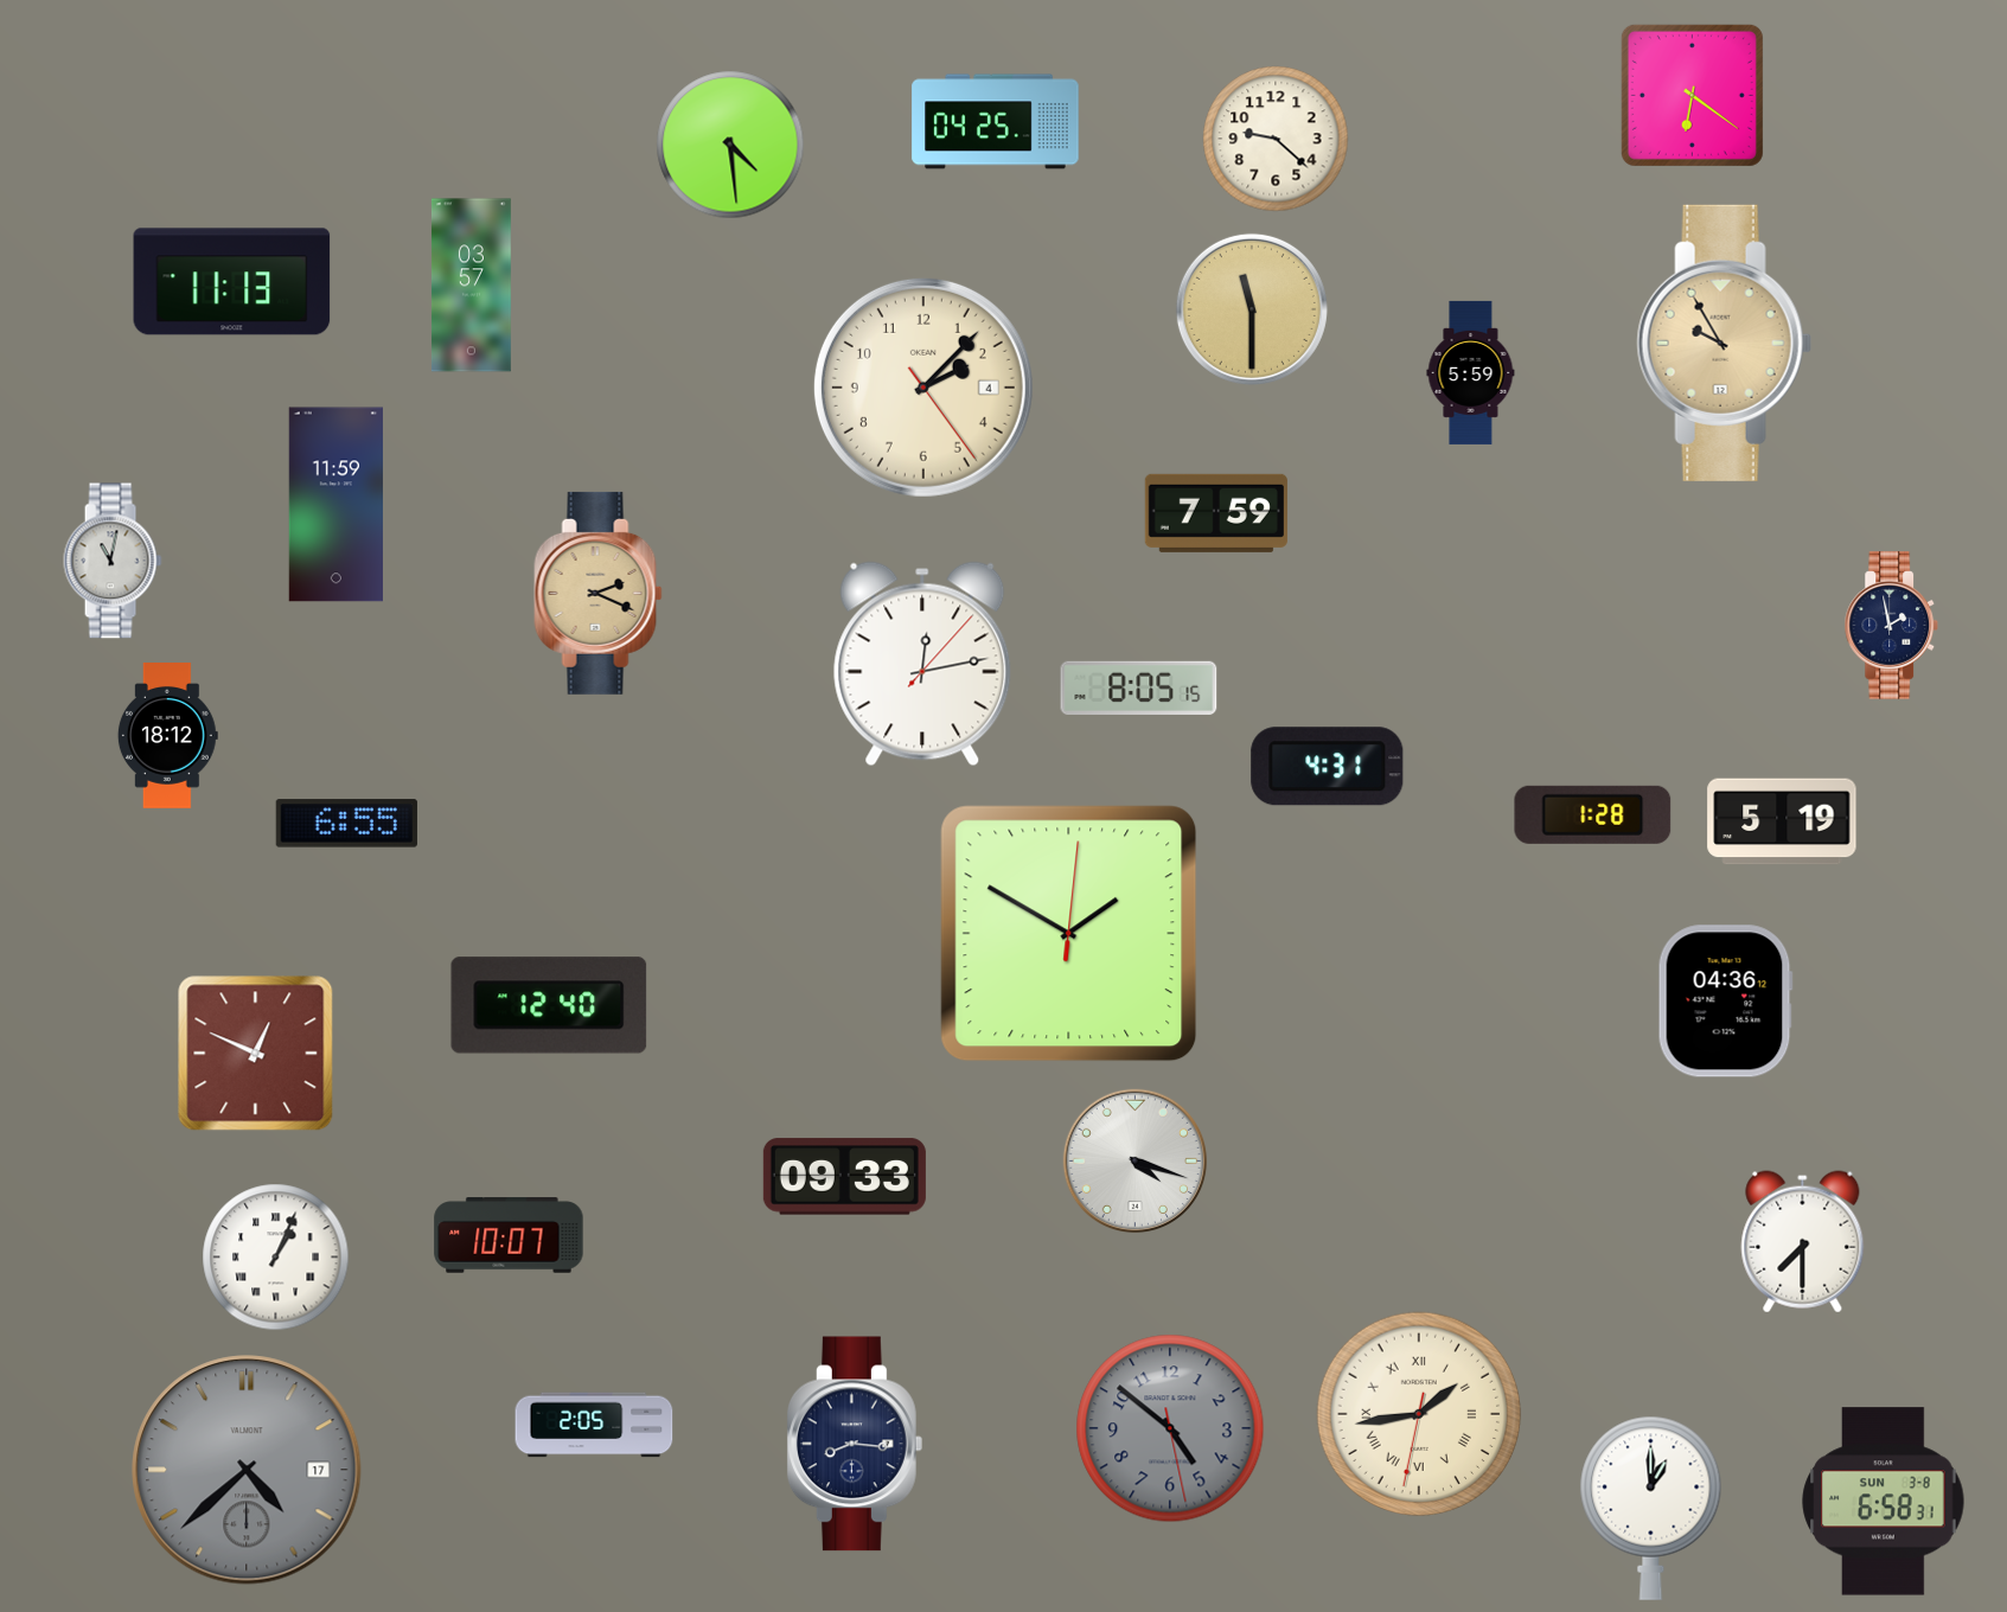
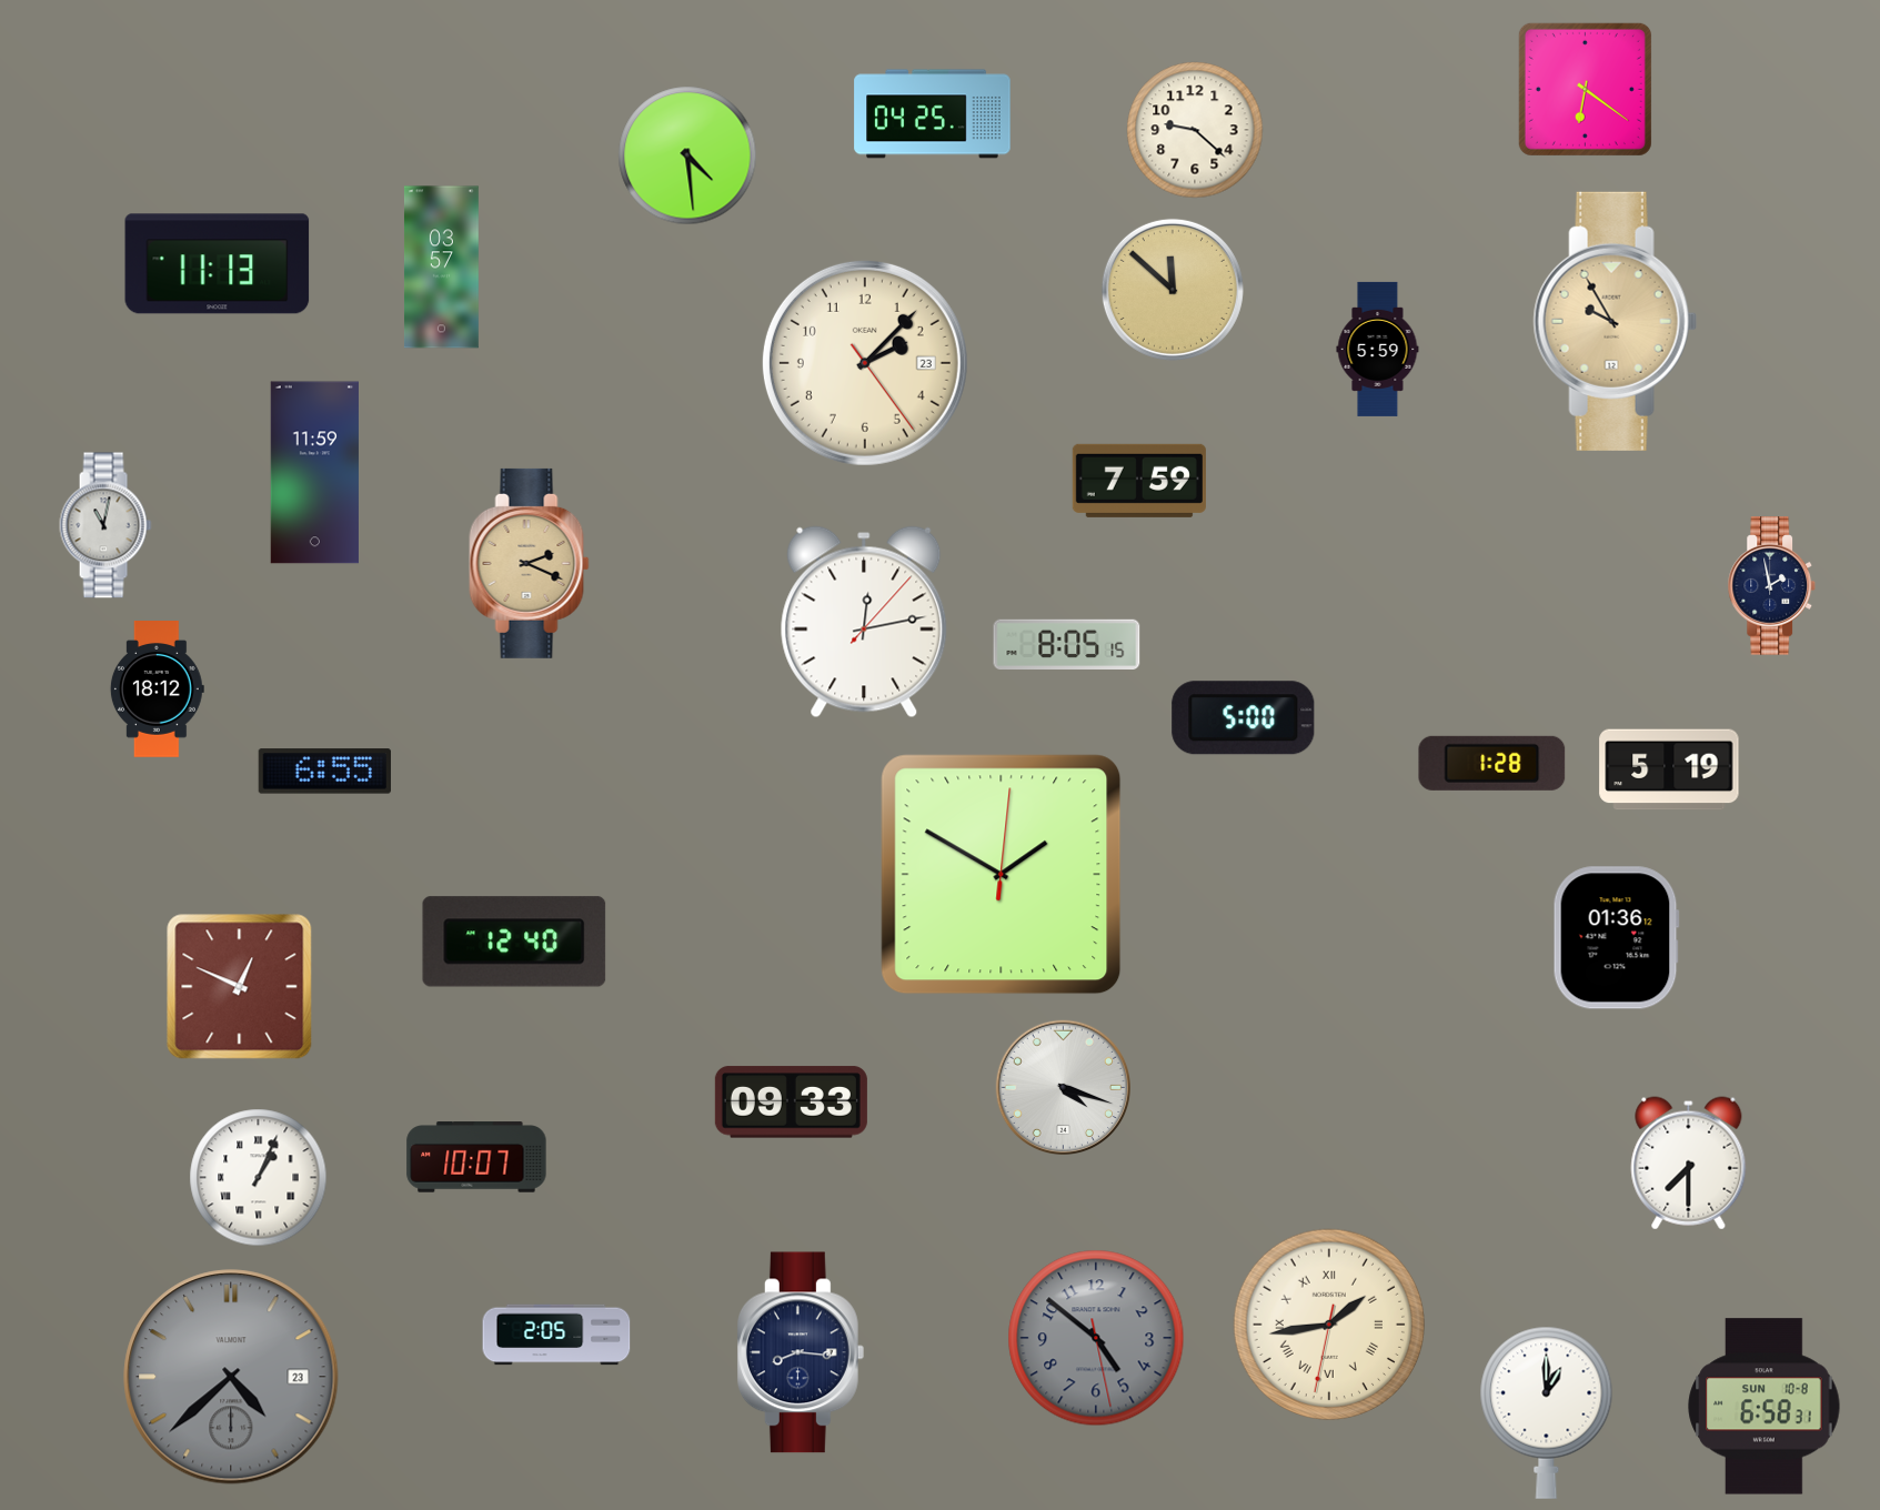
clock at (730, 145) position: (730, 145) -> (687, 155)
clock at (1252, 309): 11:30 -> 11:52
clock at (923, 388) date: 4 -> 23
clock at (599, 593) position: (599, 593) -> (530, 563)
clock at (1328, 767): 4:31 -> 5:00
clock at (1725, 1002): 04:36 -> 01:36
clock at (247, 1470) date: 17 -> 23
clock at (1884, 1502) date: SUN 3-8 -> SUN 10-8
